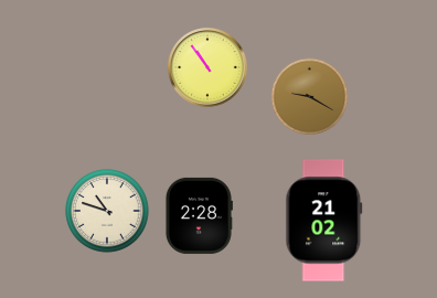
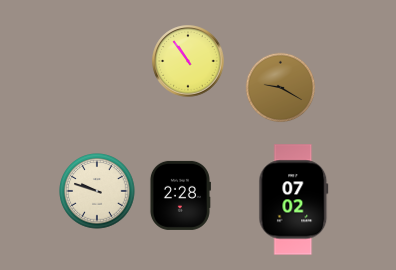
clock at (107, 211): 10:48 -> 9:48
clock at (324, 221): 21:02 -> 07:02
